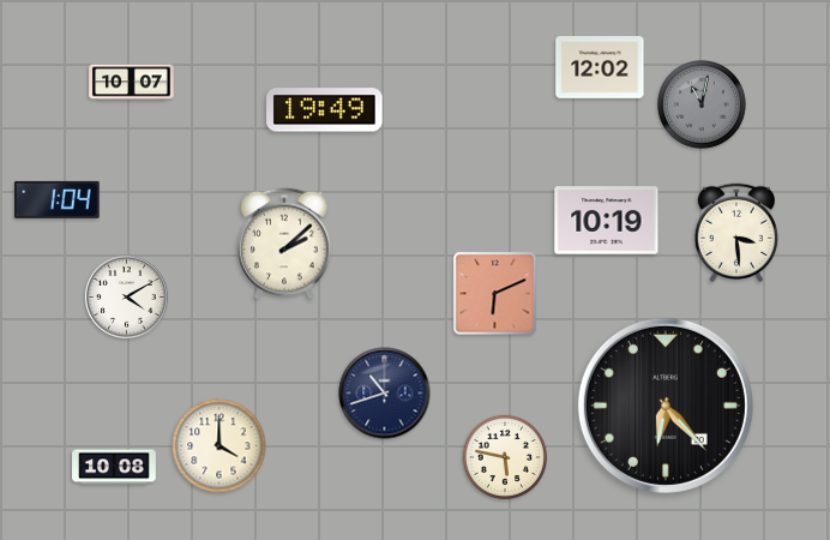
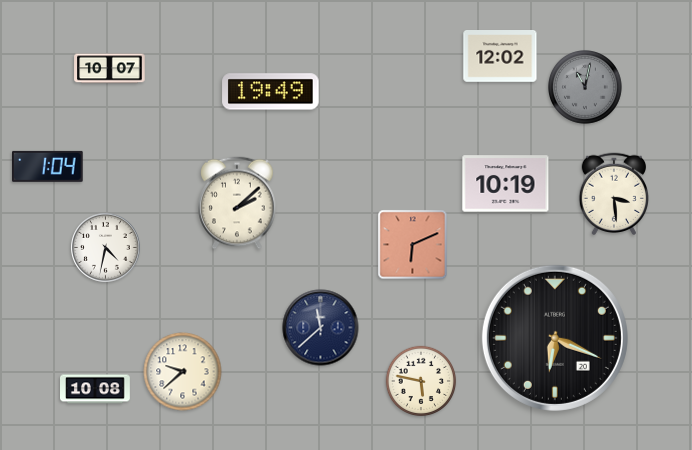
clock at (127, 298): 4:10 -> 4:32
clock at (385, 394): 10:42 -> 11:38
clock at (666, 406): 6:23 -> 6:19
clock at (219, 446): 4:00 -> 9:38
